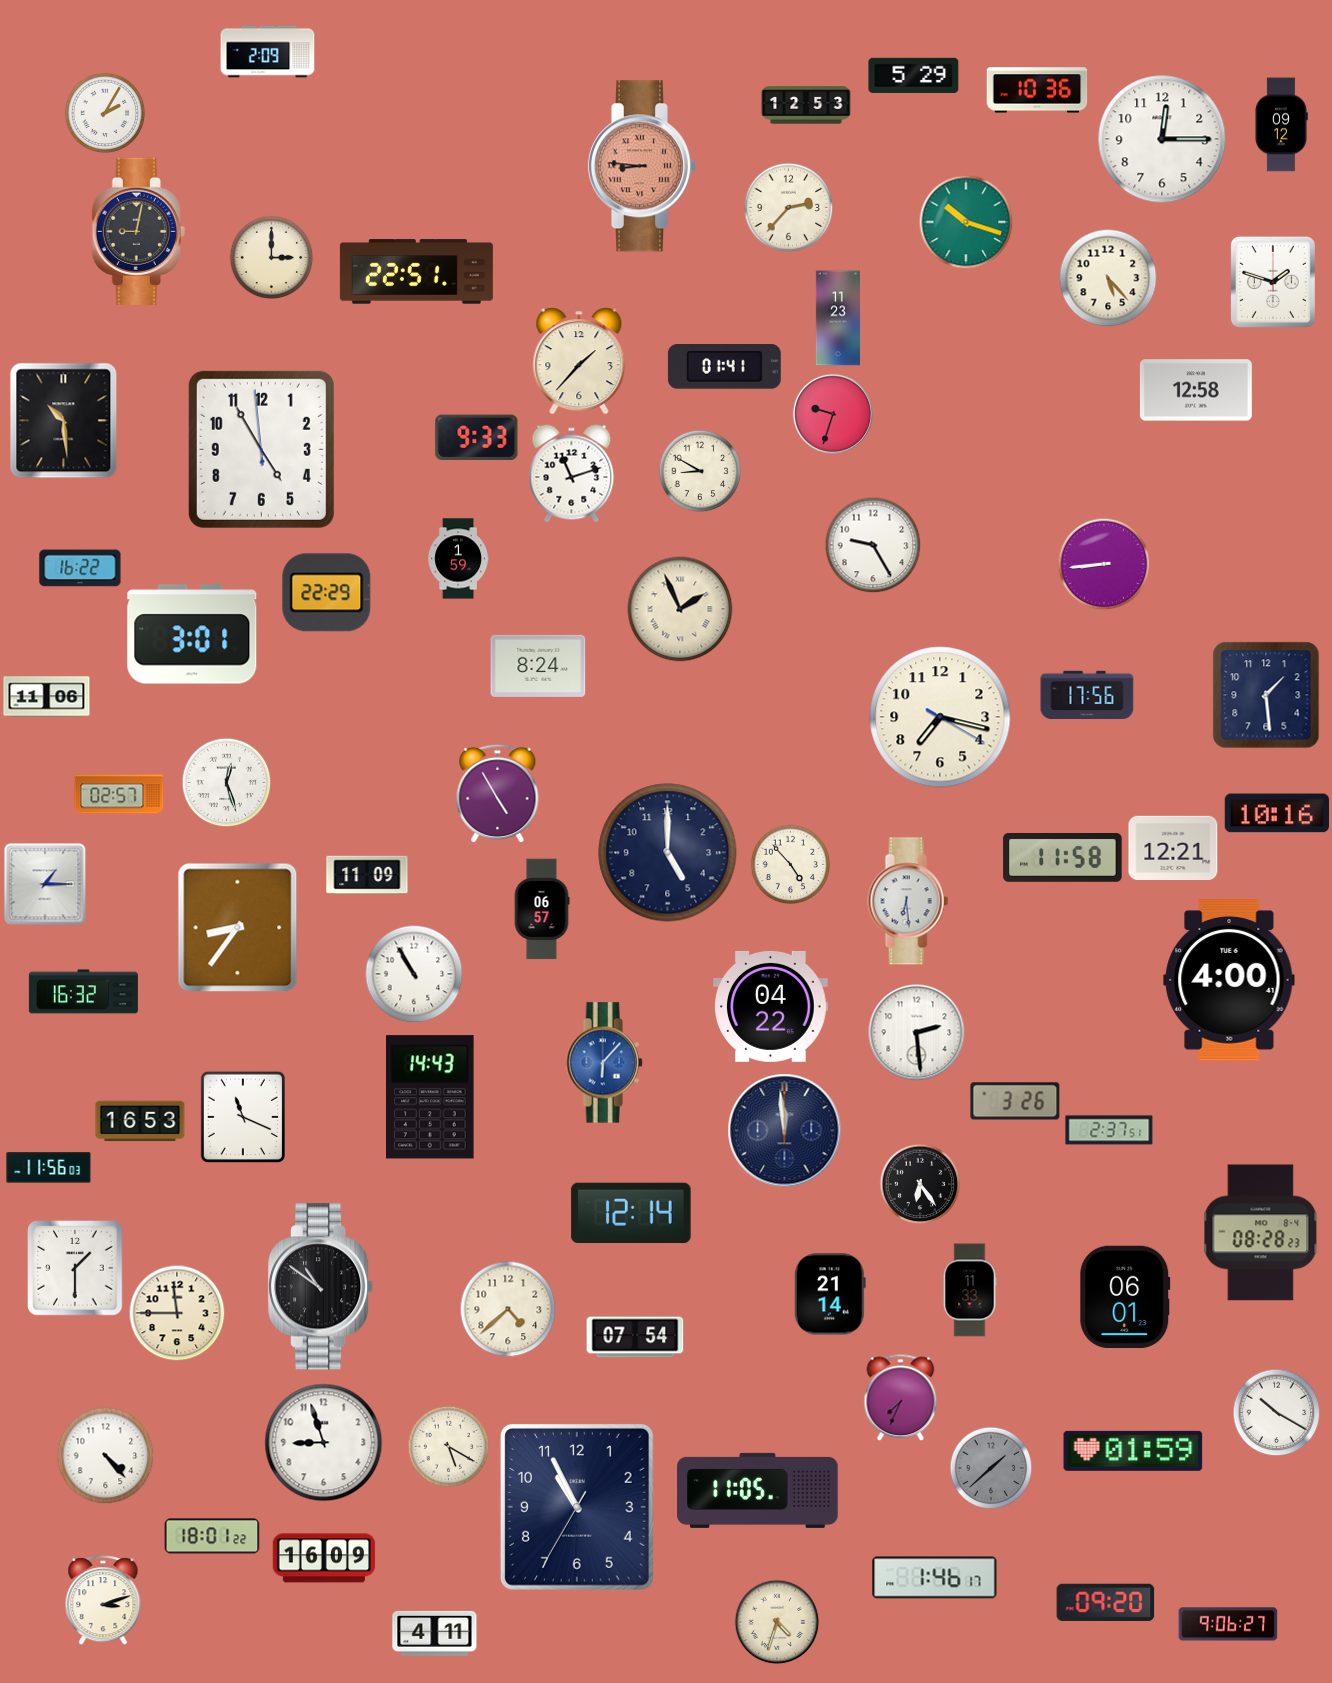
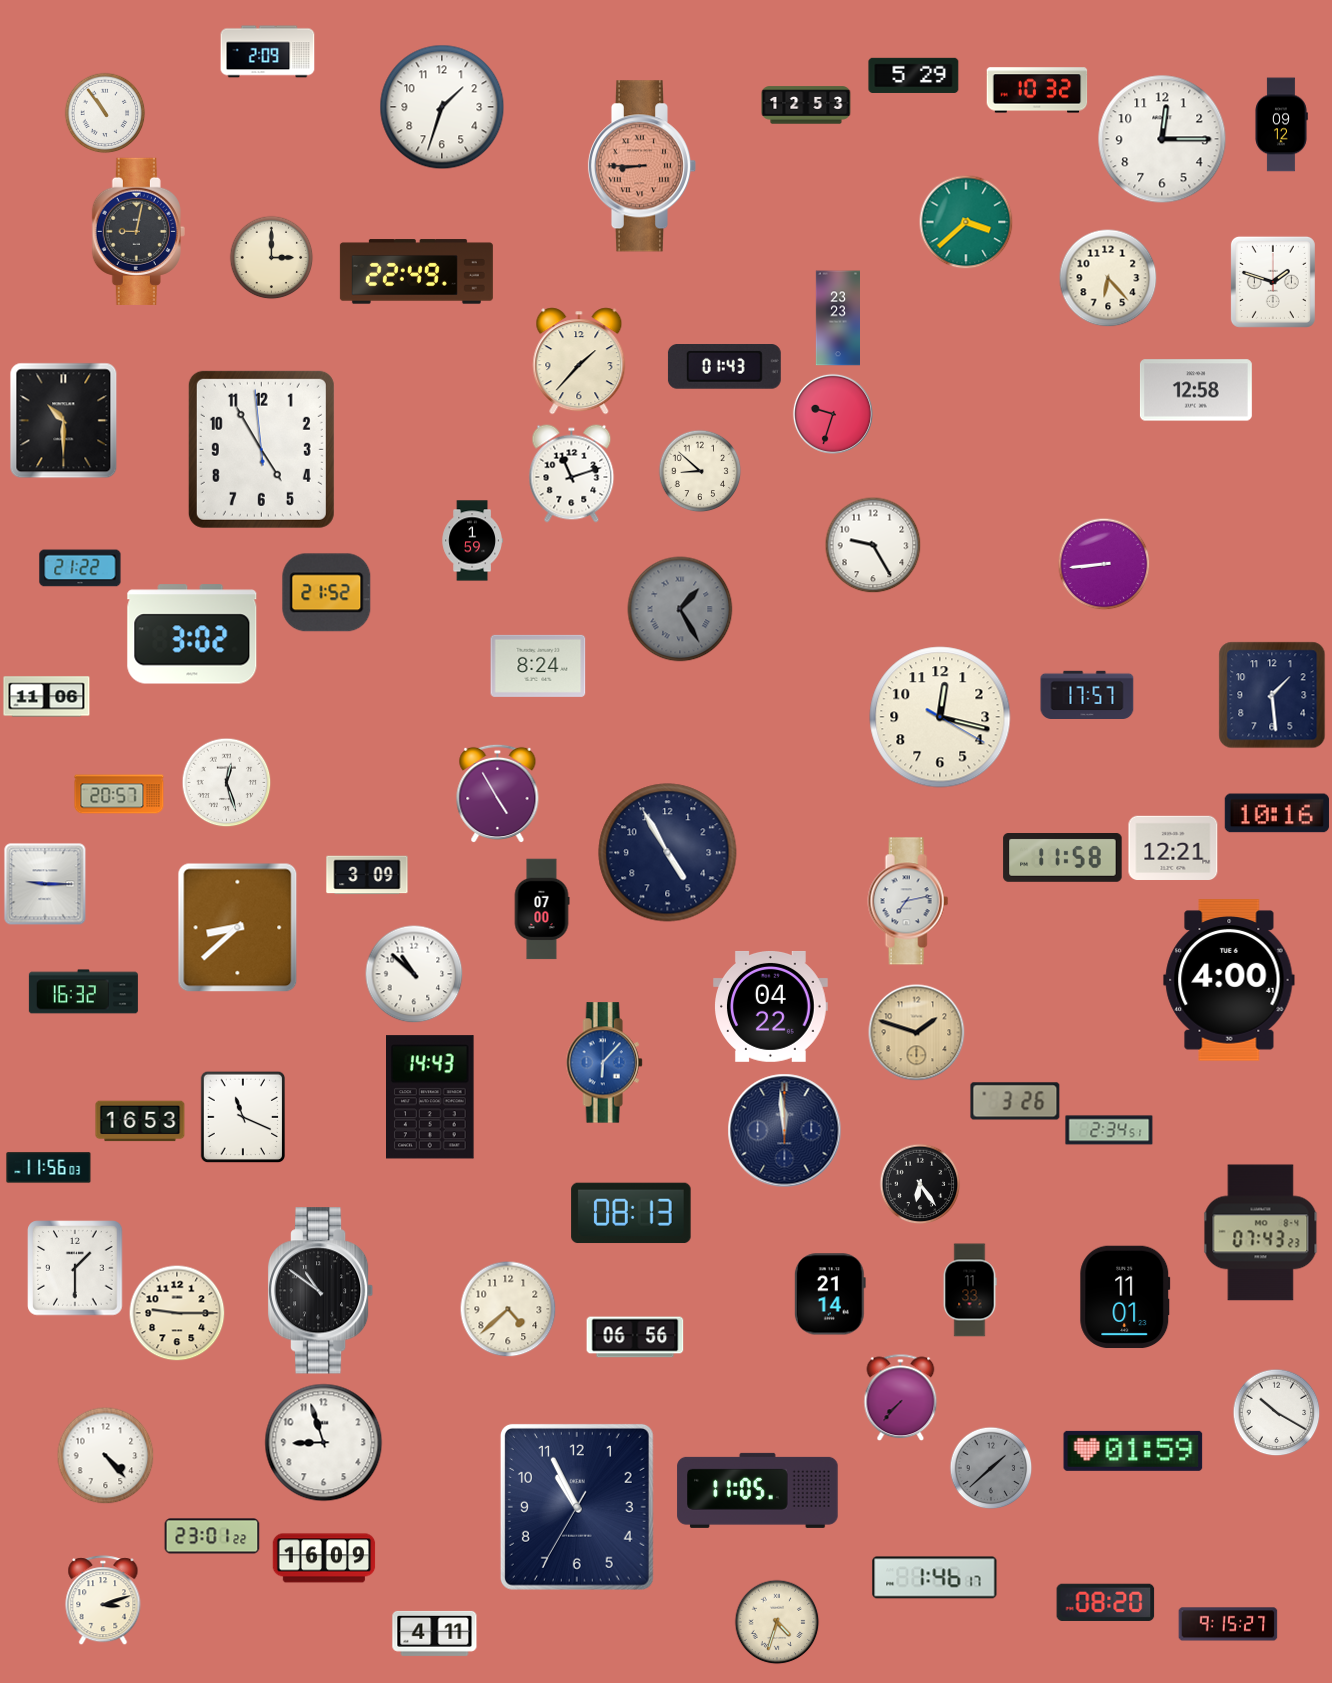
clock at (1037, 90): 10:36 -> 10:32
clock at (442, 107): none -> 1:33
clock at (105, 113): 2:05 -> 10:54
clock at (642, 166): 8:46 -> 8:45
clock at (788, 207): 2:37 -> none
clock at (966, 222): 10:18 -> 3:38
clock at (416, 272): 22:51 -> 22:49
clock at (1108, 278): 5:23 -> 6:23
clock at (837, 318): 11:23 -> 23:23
clock at (724, 367): 01:41 -> 01:43
clock at (64, 421): 10:29 -> 10:30
clock at (477, 438): 9:33 -> none
clock at (700, 471): 8:50 -> 8:52
clock at (458, 559) position: (458, 559) -> (472, 541)
clock at (80, 568): 16:22 -> 21:22
clock at (327, 593): 22:29 -> 21:52
clock at (680, 609): 1:56 -> 1:25
clock at (680, 609) dial: cream -> grey
clock at (192, 634): 3:01 -> 3:02
clock at (1087, 694): 17:56 -> 17:57
clock at (1266, 695) position: (1266, 695) -> (1272, 695)
clock at (940, 717): 7:17 -> 12:17
clock at (119, 794): 02:57 -> 20:57
clock at (668, 853): 5:00 -> 4:55
clock at (790, 864): 4:53 -> none
clock at (367, 875): 11:09 -> 3:09
clock at (45, 884): 1:15 -> 9:15
clock at (908, 901): 6:29 -> 7:13
clock at (542, 909): 06:57 -> 07:00
clock at (238, 928): 8:36 -> 8:38
clock at (414, 974): 10:55 -> 10:52
clock at (917, 1033): 2:29 -> 1:48
clock at (917, 1033) dial: white -> champagne
clock at (1109, 1130): 2:37 -> 2:34
clock at (631, 1213): 12:14 -> 08:13
clock at (1261, 1233): 08:28 -> 07:43
clock at (321, 1287) position: (321, 1287) -> (321, 1291)
clock at (1125, 1297): 06:01 -> 11:01
clock at (177, 1313): 11:45 -> 9:15
clock at (635, 1337): 07:54 -> 06:56
clock at (901, 1397): 7:34 -> 7:37
clock at (448, 1446): 5:20 -> none
clock at (212, 1536): 18:01 -> 23:01
clock at (1106, 1602): 09:20 -> 08:20
clock at (1228, 1624): 9:06 -> 9:15
